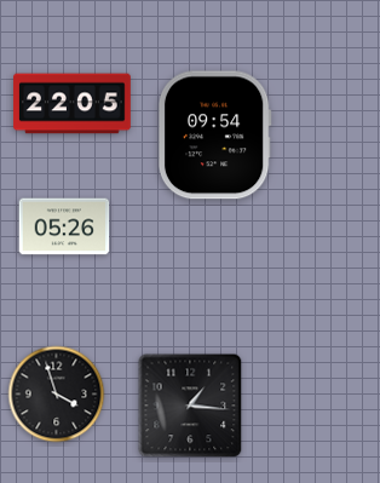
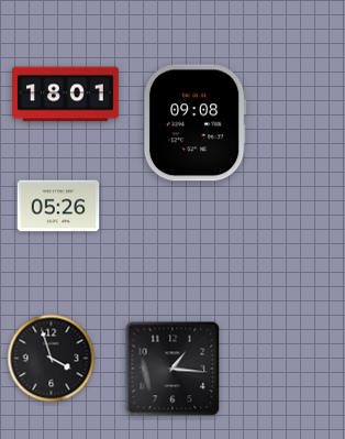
clock at (73, 104): 22:05 -> 18:01
clock at (214, 136): 09:54 -> 09:08
